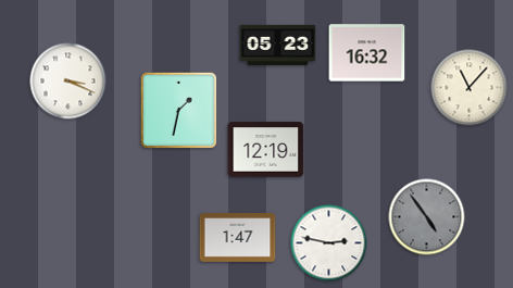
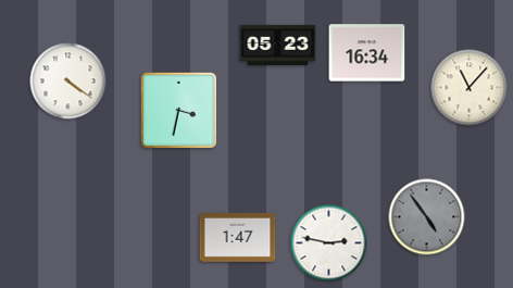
clock at (367, 53): 16:32 -> 16:34
clock at (68, 82): 3:19 -> 4:21
clock at (178, 110): 1:32 -> 3:32
clock at (266, 150): 12:19 -> none
